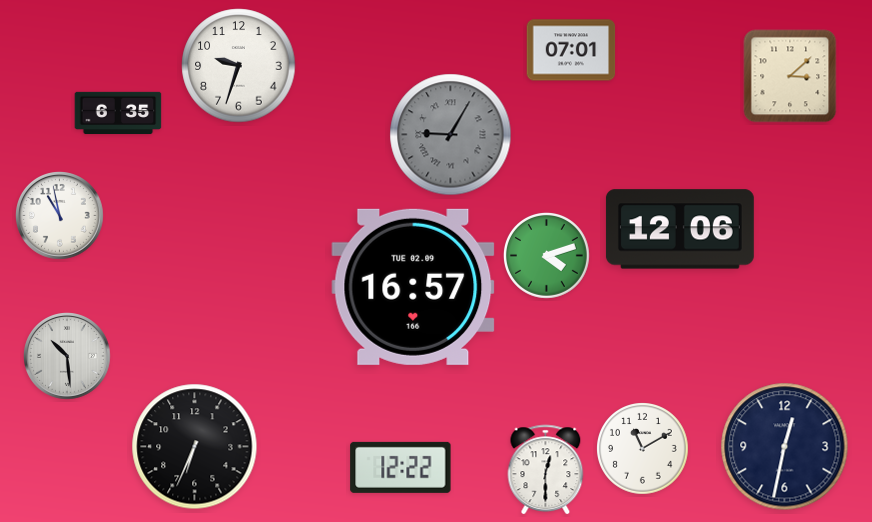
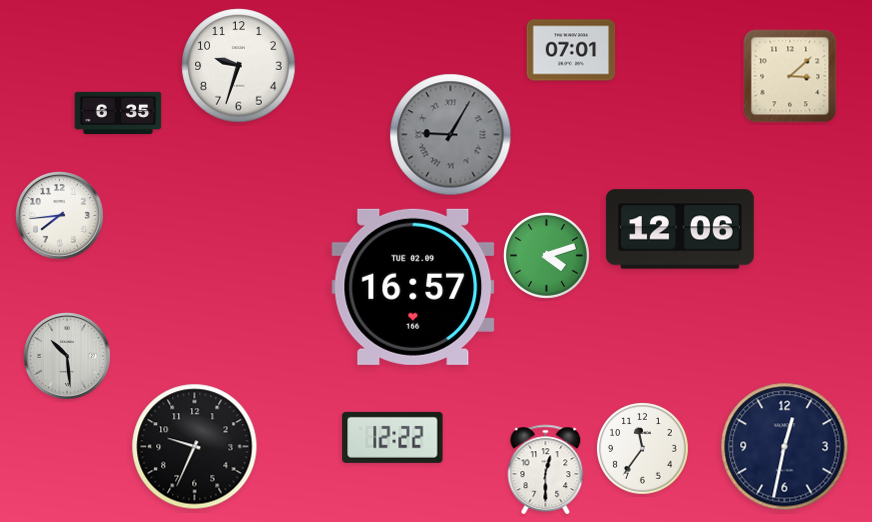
clock at (60, 216): 10:58 -> 7:44
clock at (195, 447): 6:34 -> 9:34
clock at (643, 449): 11:10 -> 11:36
clock at (401, 467) position: (401, 467) -> (393, 437)
